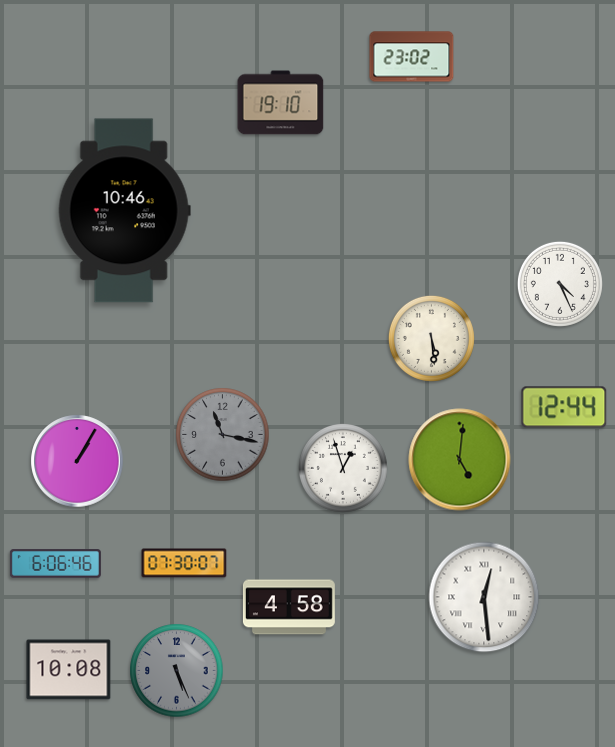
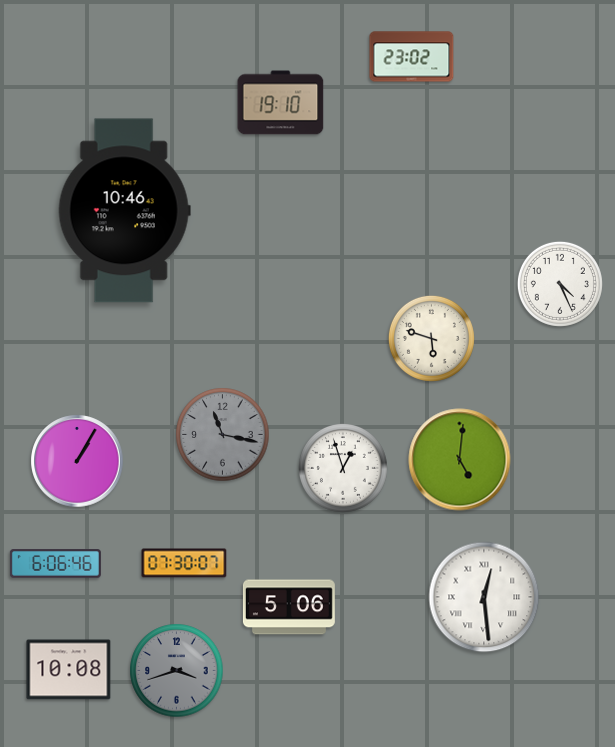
clock at (431, 338): 5:29 -> 5:48
clock at (564, 407): 12:44 -> none
clock at (289, 607): 4:58 -> 5:06
clock at (177, 671): 5:26 -> 3:42
